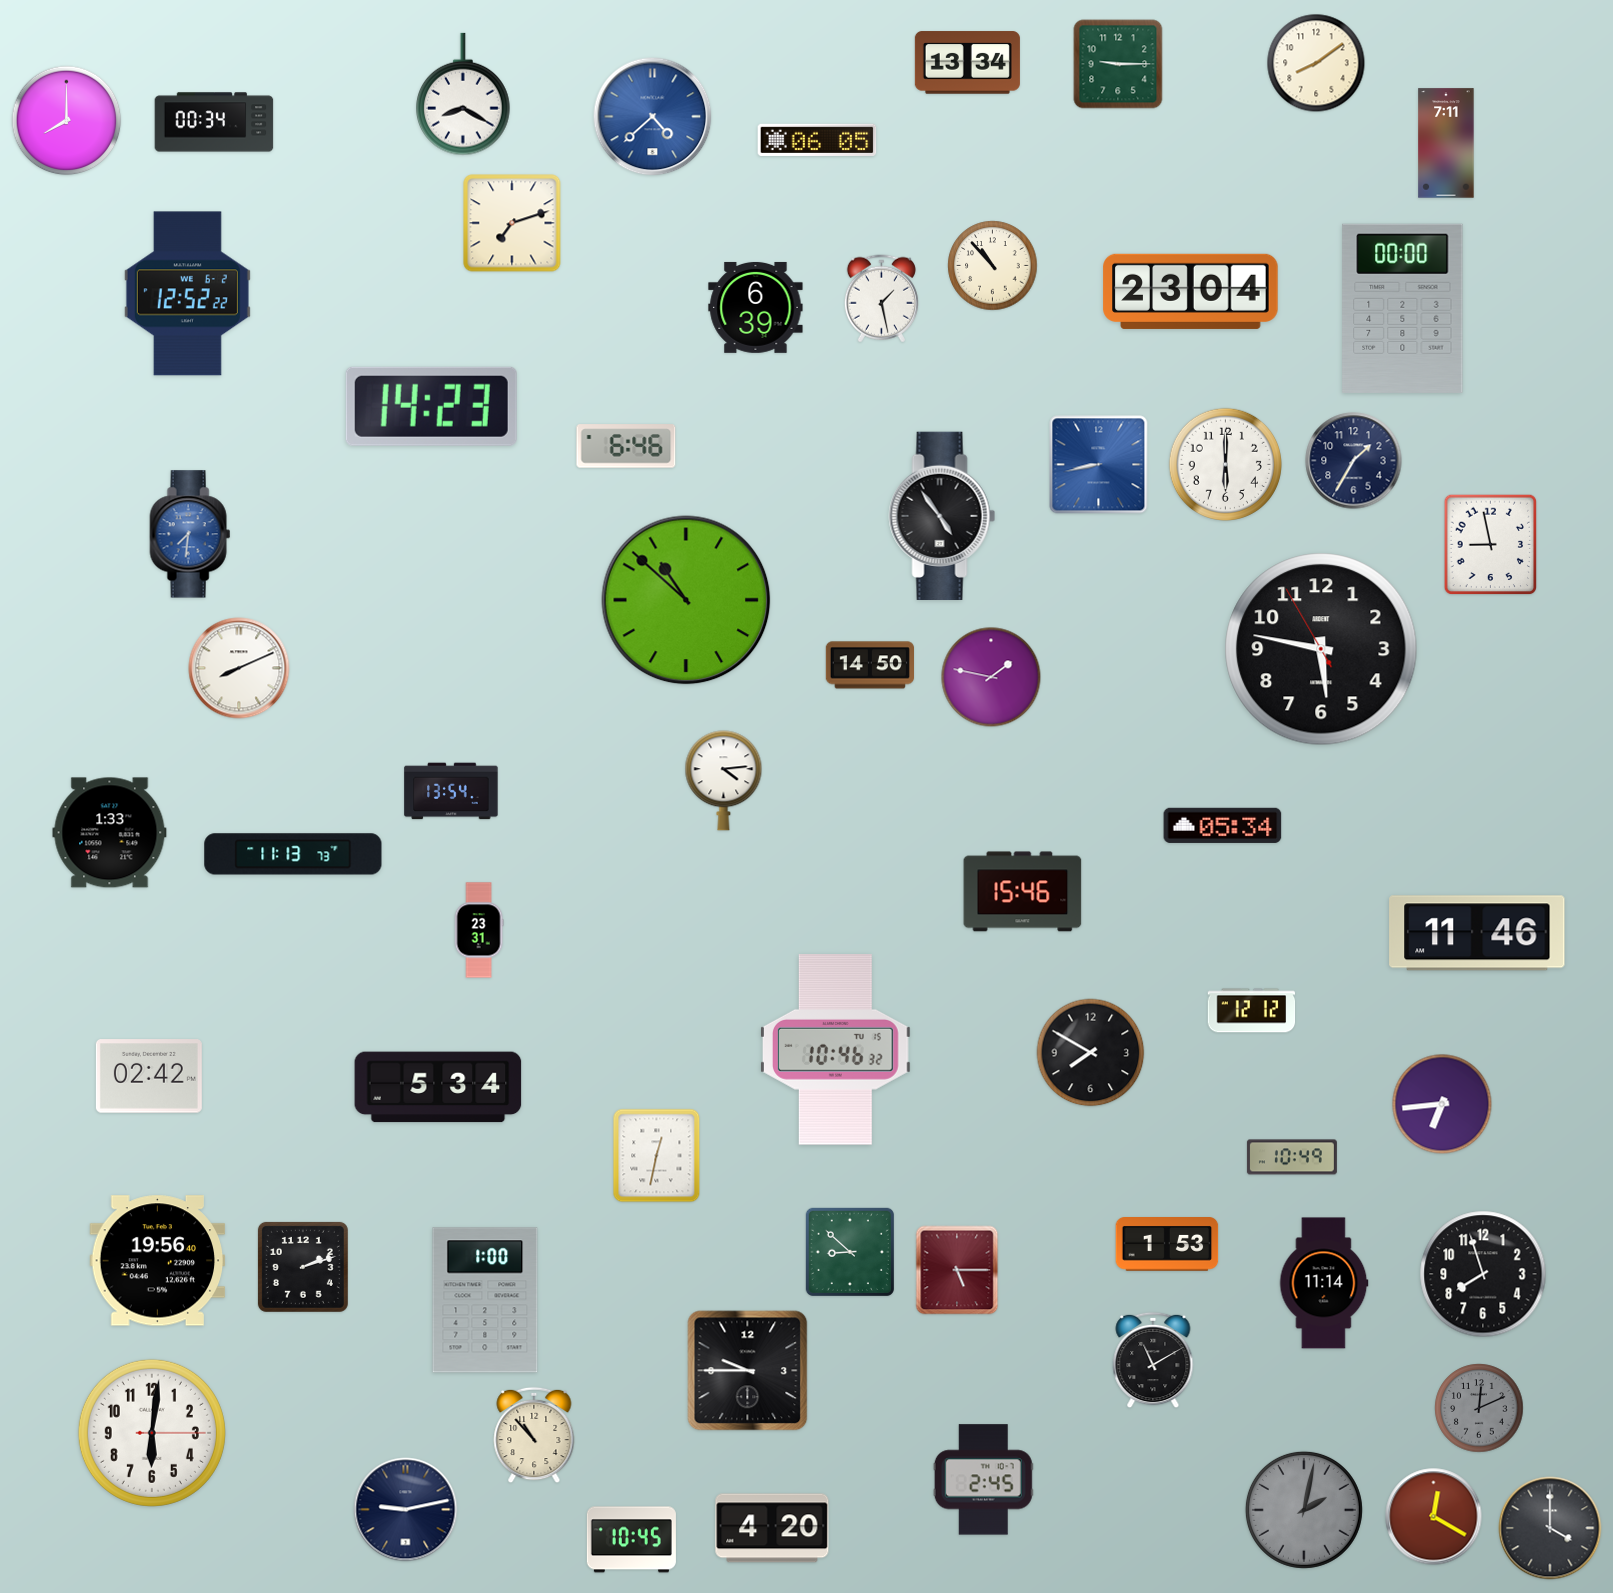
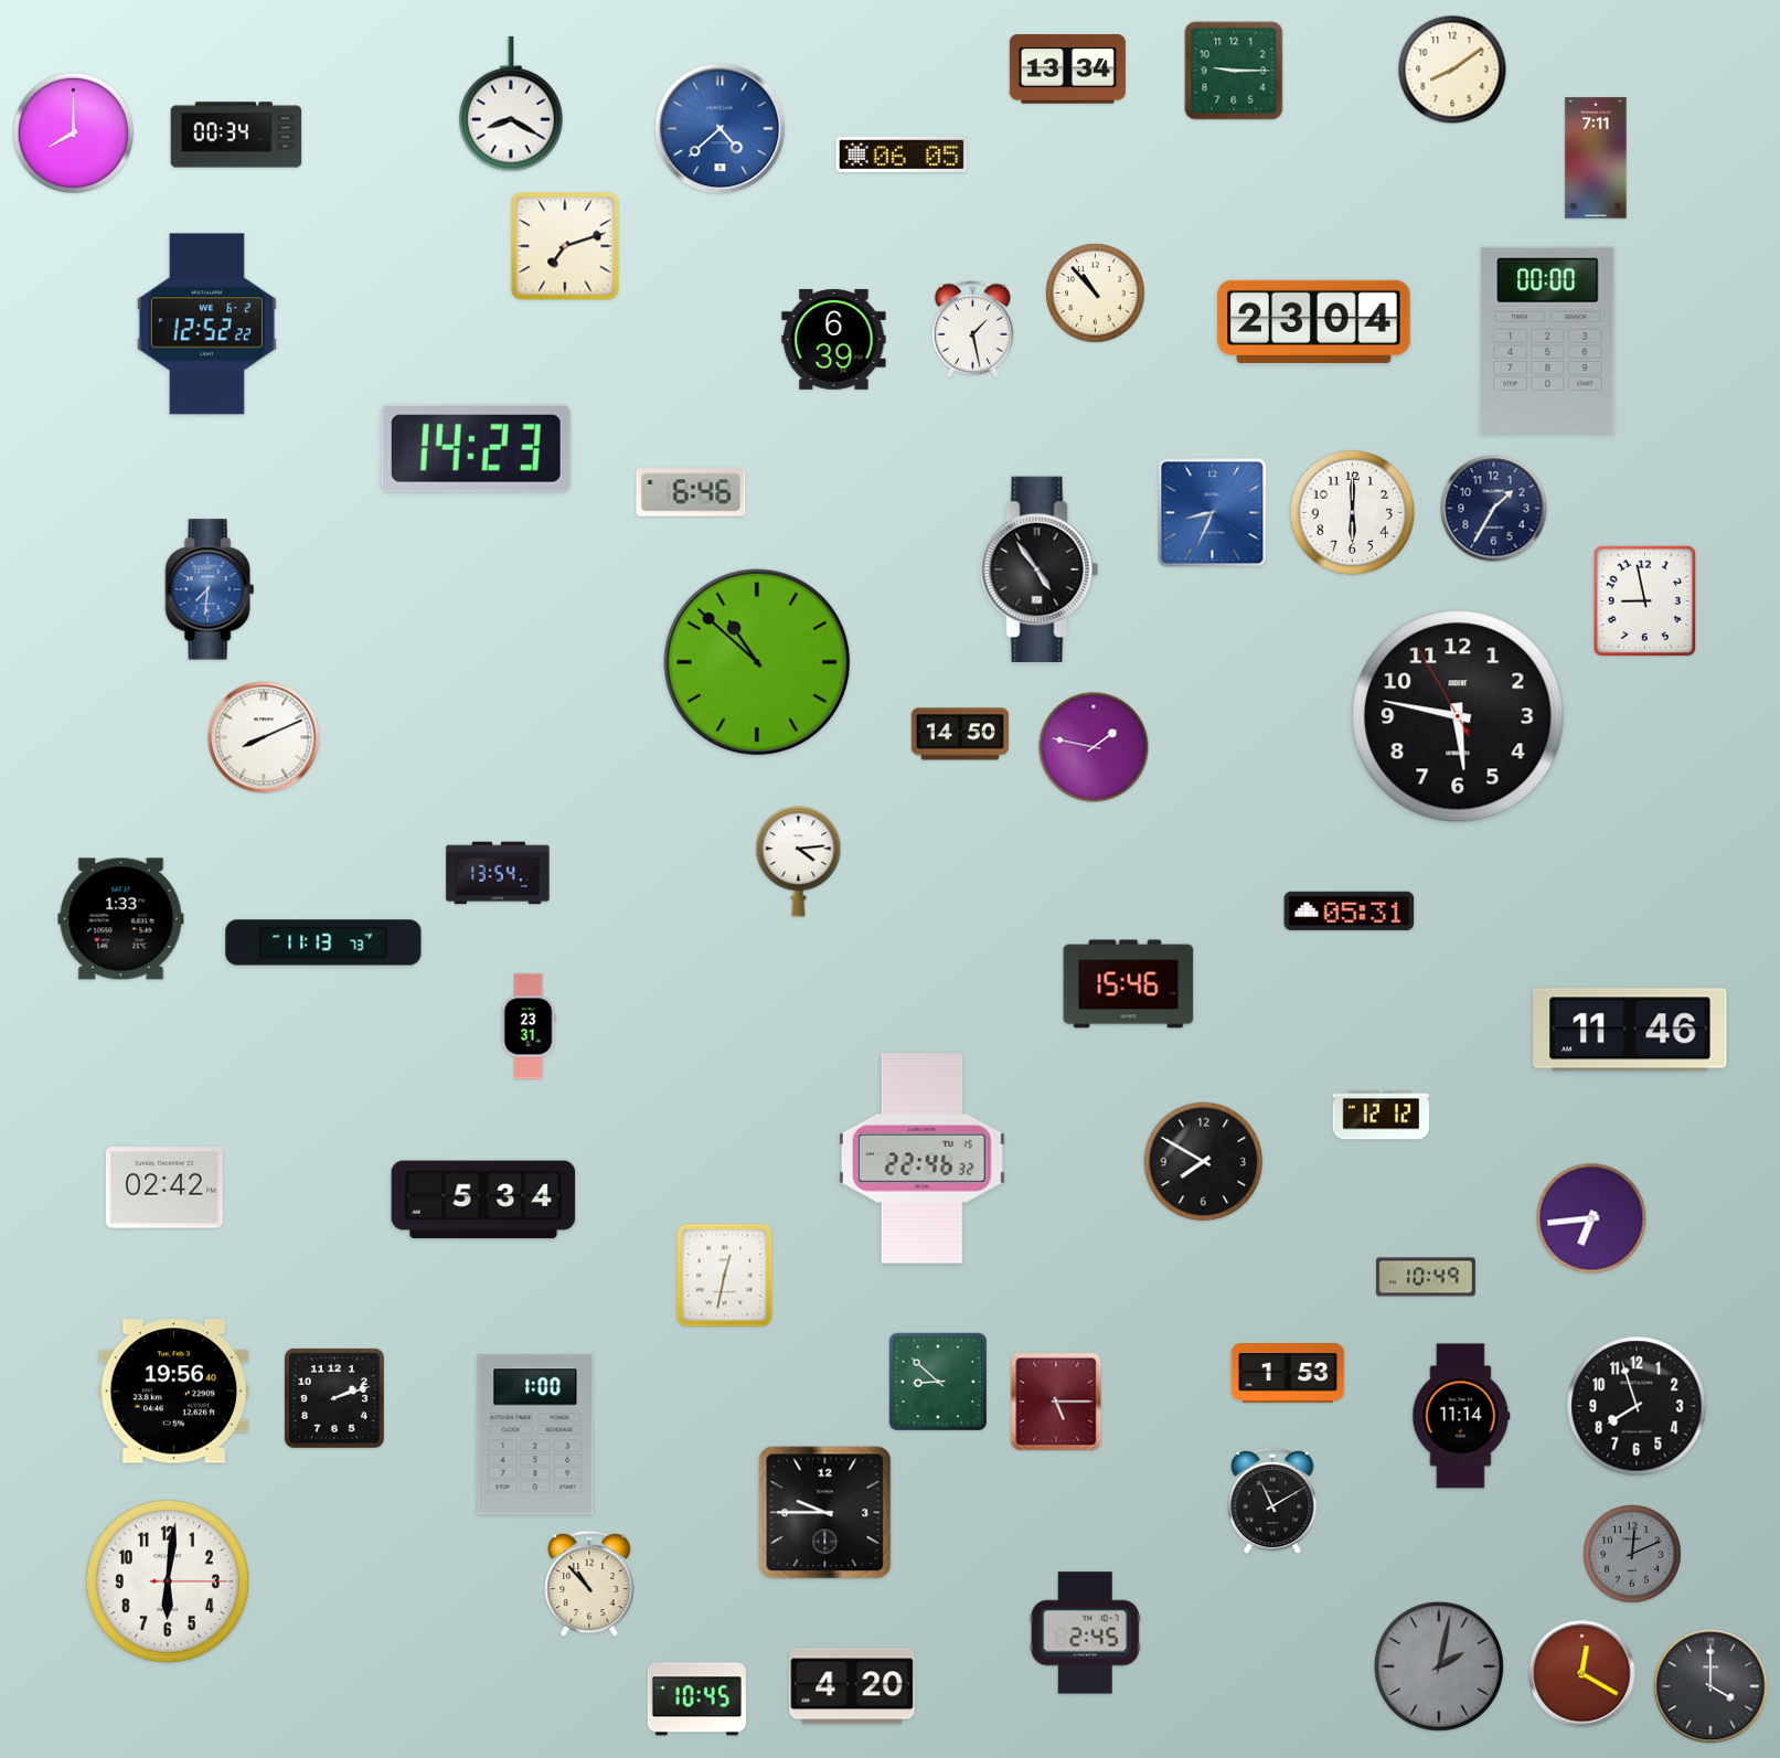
clock at (1099, 465): 8:43 -> 8:34
clock at (1223, 825): 05:34 -> 05:31
clock at (835, 1050): 10:46 -> 22:46
clock at (406, 1510): 9:13 -> none
